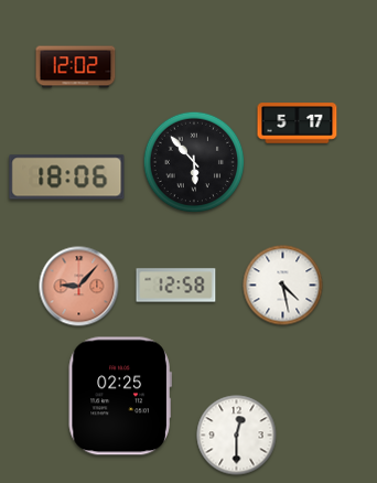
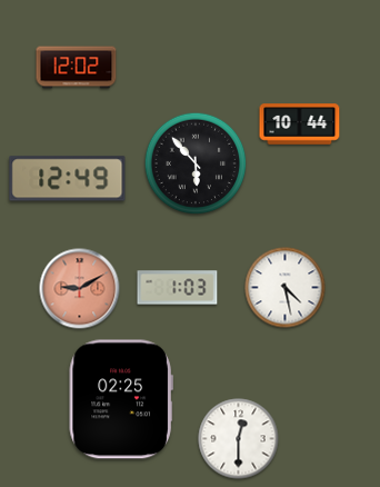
clock at (298, 124): 5:17 -> 10:44
clock at (67, 178): 18:06 -> 12:49
clock at (176, 286): 12:58 -> 1:03
clock at (79, 287): 9:07 -> 9:10
